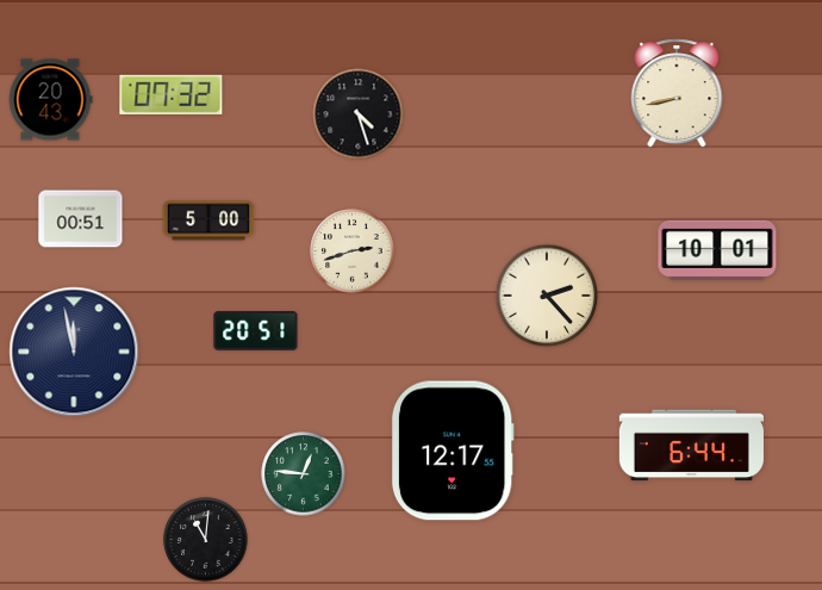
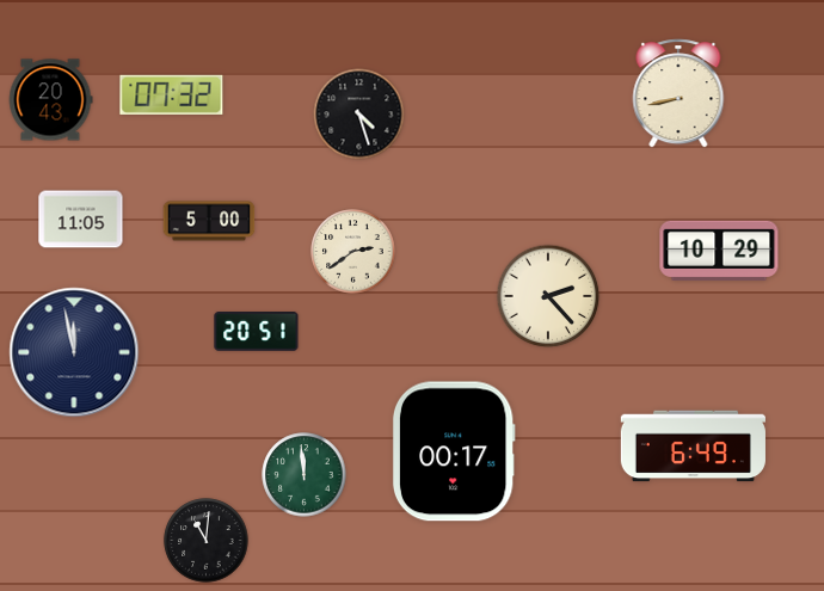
clock at (81, 219): 00:51 -> 11:05
clock at (717, 250): 10:01 -> 10:29
clock at (353, 251): 2:42 -> 2:39
clock at (691, 446): 6:44 -> 6:49
clock at (453, 451): 12:17 -> 00:17
clock at (304, 474): 12:46 -> 11:59
